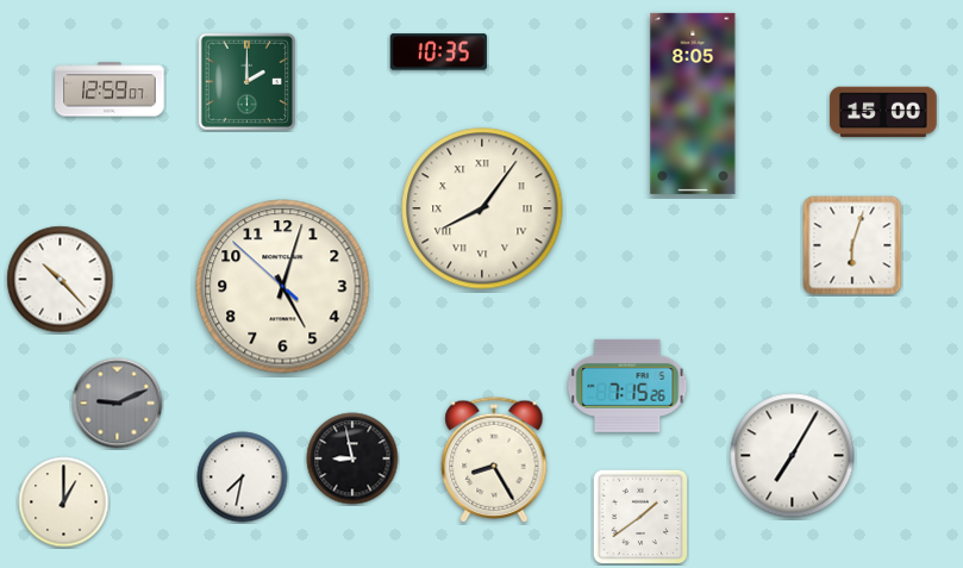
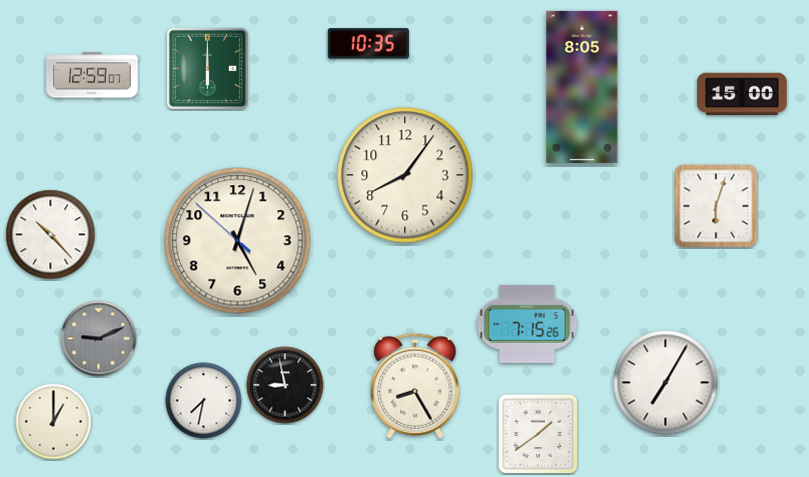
clock at (246, 81): 2:00 -> 6:00
clock at (482, 208) numerals: Roman -> Arabic
clock at (352, 458) position: (352, 458) -> (285, 385)
